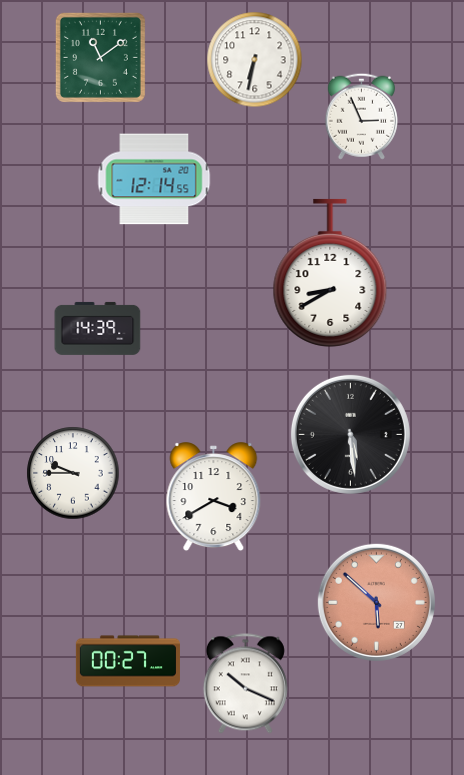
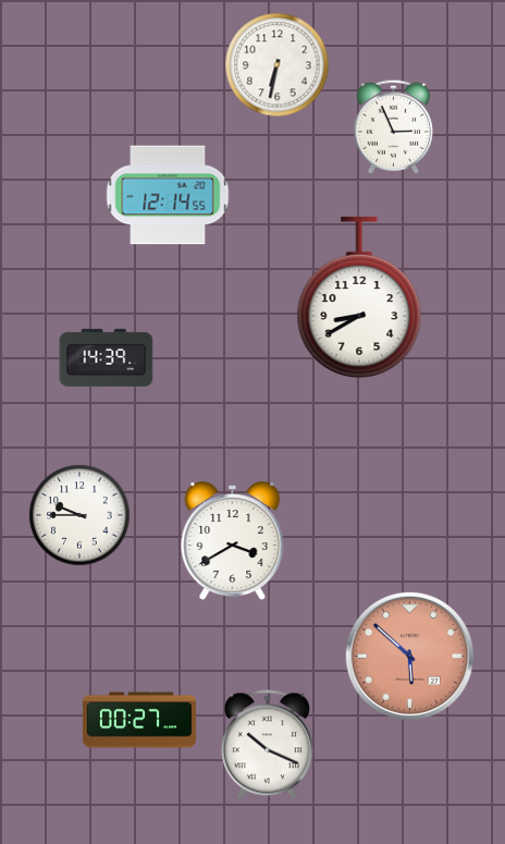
clock at (100, 57): 11:09 -> none
clock at (350, 434): 5:29 -> none
